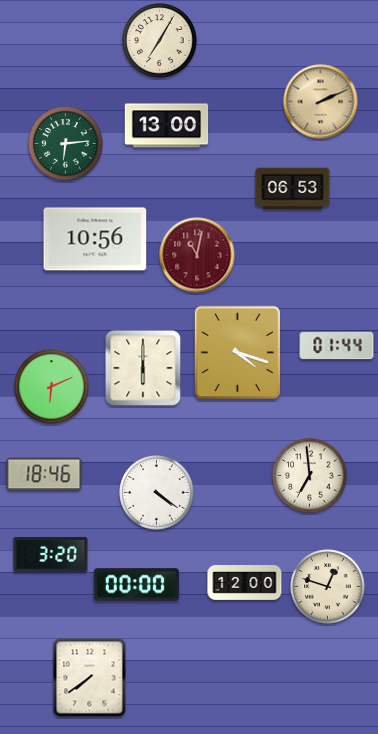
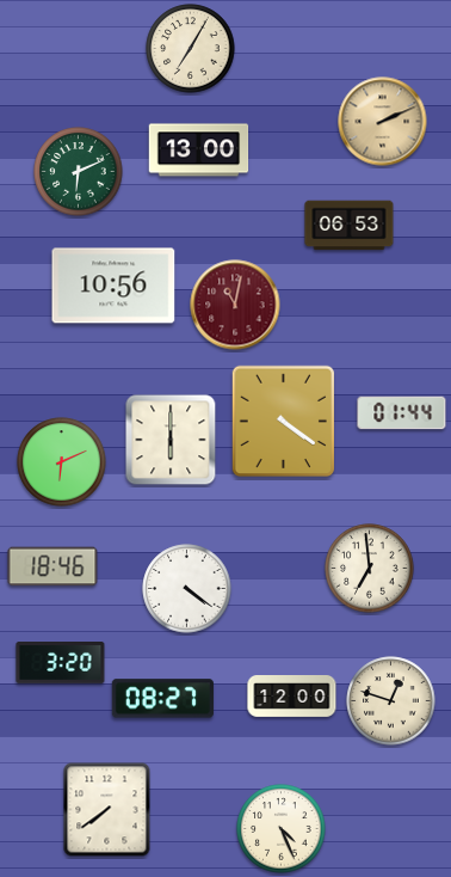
clock at (66, 144): 6:14 -> 6:11
clock at (237, 352): 4:18 -> 4:21
clock at (136, 585): 00:00 -> 08:27
clock at (282, 829): none -> 4:26
